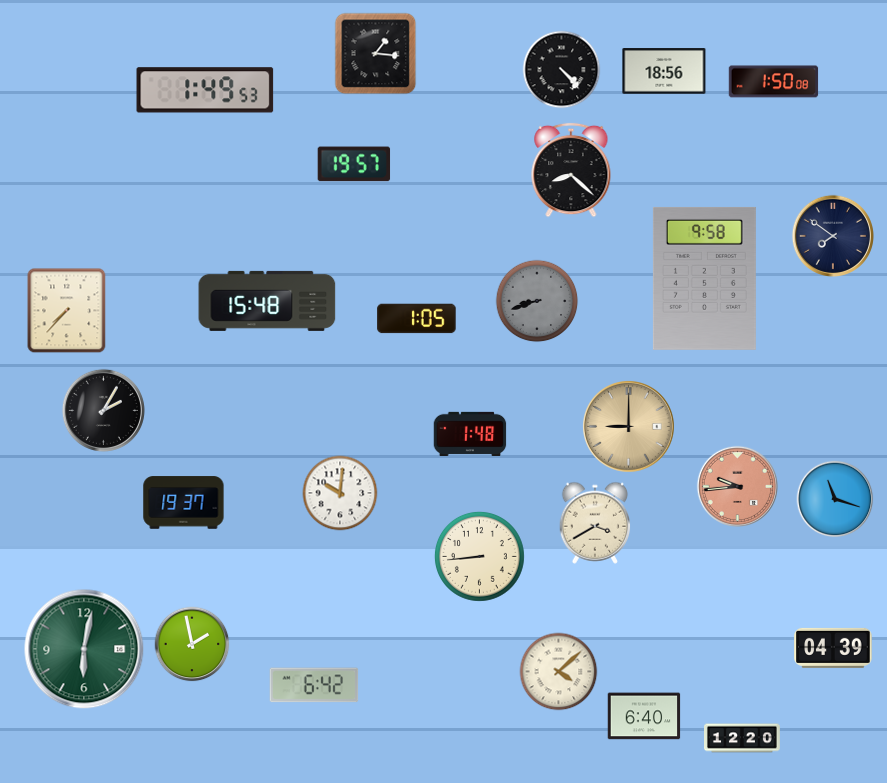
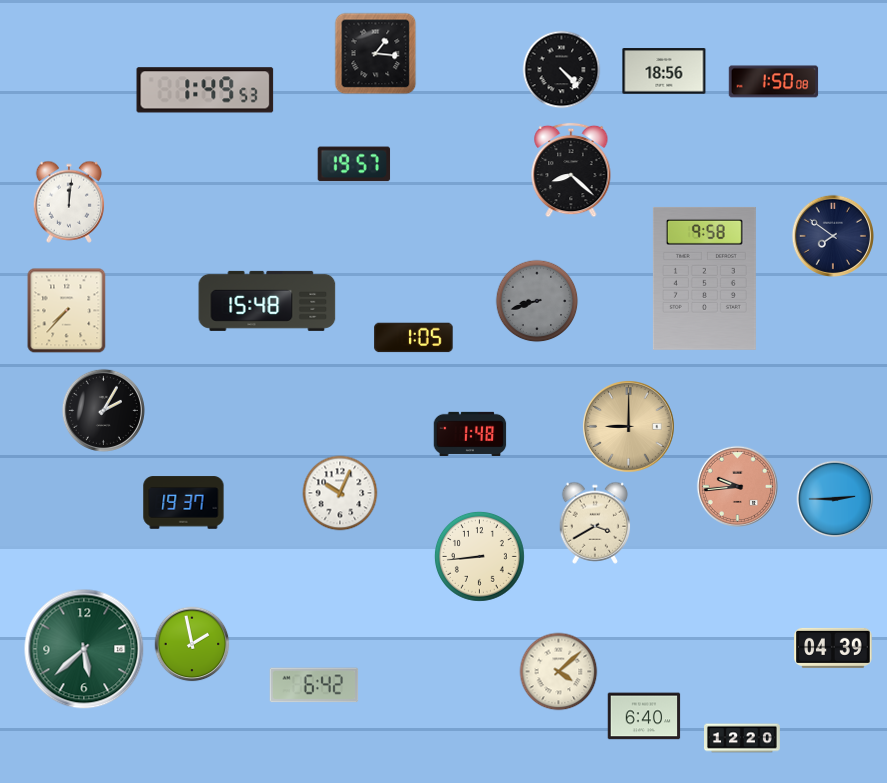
clock at (69, 202): none -> 12:01
clock at (417, 319) position: (417, 319) -> (414, 338)
clock at (340, 493): 10:01 -> 10:04
clock at (835, 499): 11:18 -> 2:45
clock at (84, 649): 6:02 -> 5:38
